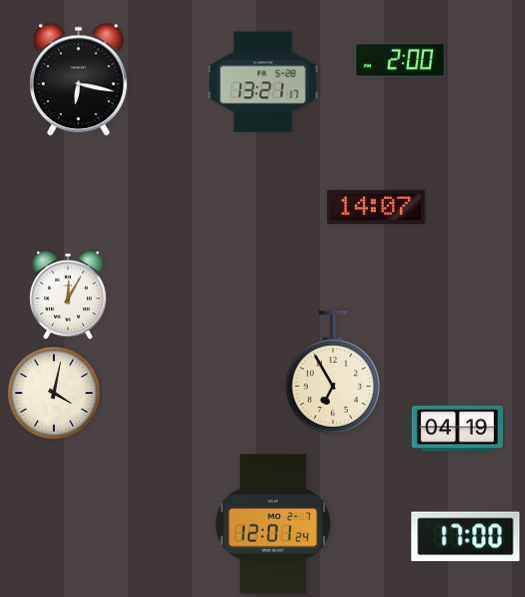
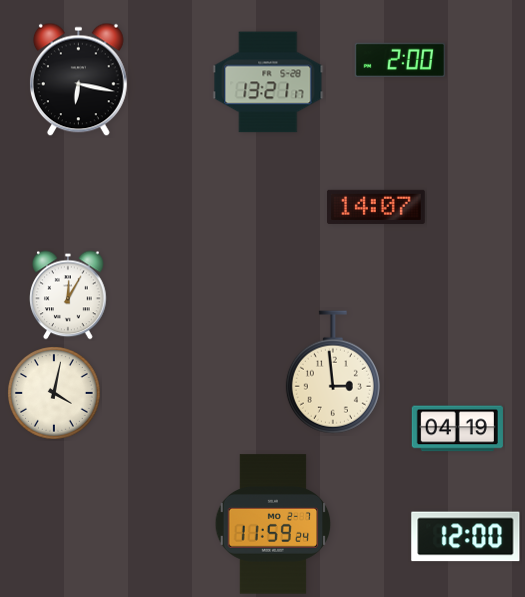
clock at (263, 82) position: (263, 82) -> (268, 82)
clock at (333, 372): 6:55 -> 2:59
clock at (273, 524): 12:01 -> 11:59
clock at (466, 537): 17:00 -> 12:00
